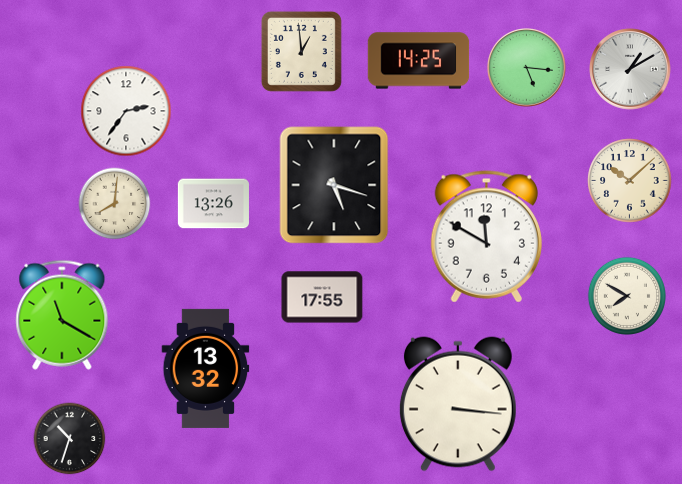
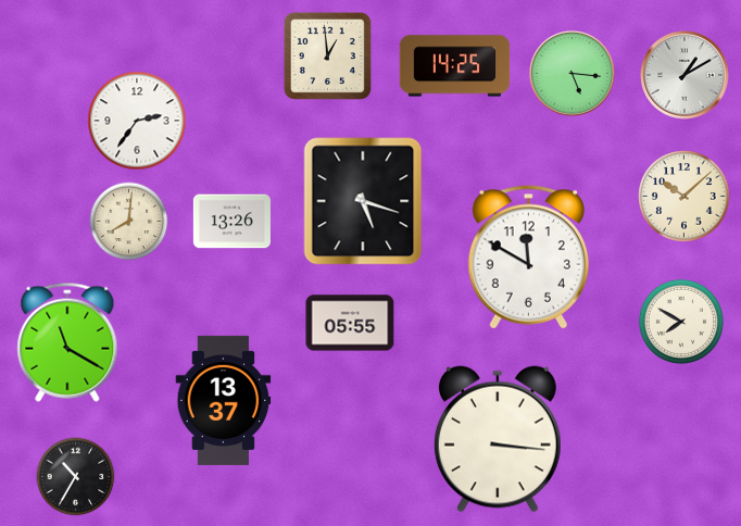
clock at (115, 204) position: (115, 204) -> (129, 222)
clock at (322, 297): 17:55 -> 05:55
clock at (206, 368): 13:32 -> 13:37
clock at (70, 439): 10:33 -> 10:35
